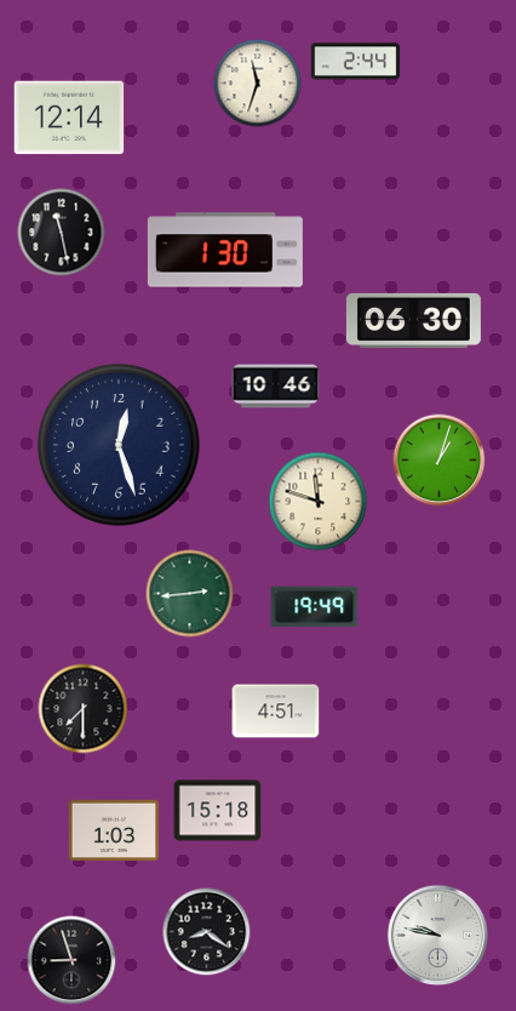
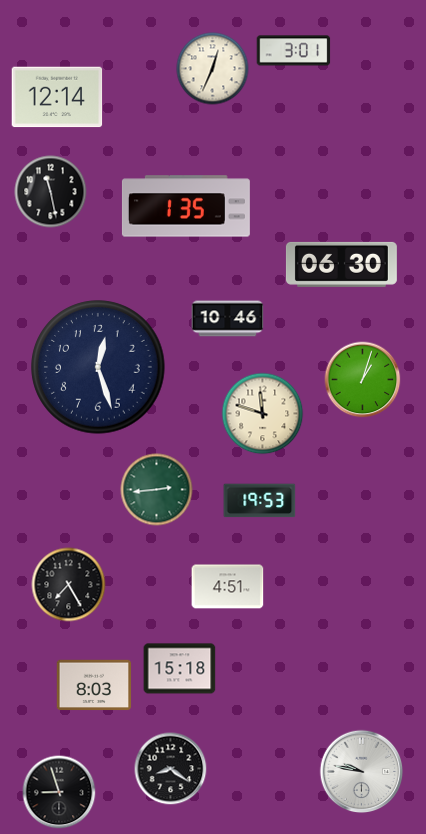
clock at (356, 62): 2:44 -> 3:01
clock at (258, 84): 11:33 -> 12:34
clock at (225, 250): 1:30 -> 1:35
clock at (315, 607): 19:49 -> 19:53
clock at (84, 709): 7:30 -> 7:25
clock at (114, 830): 1:03 -> 8:03
